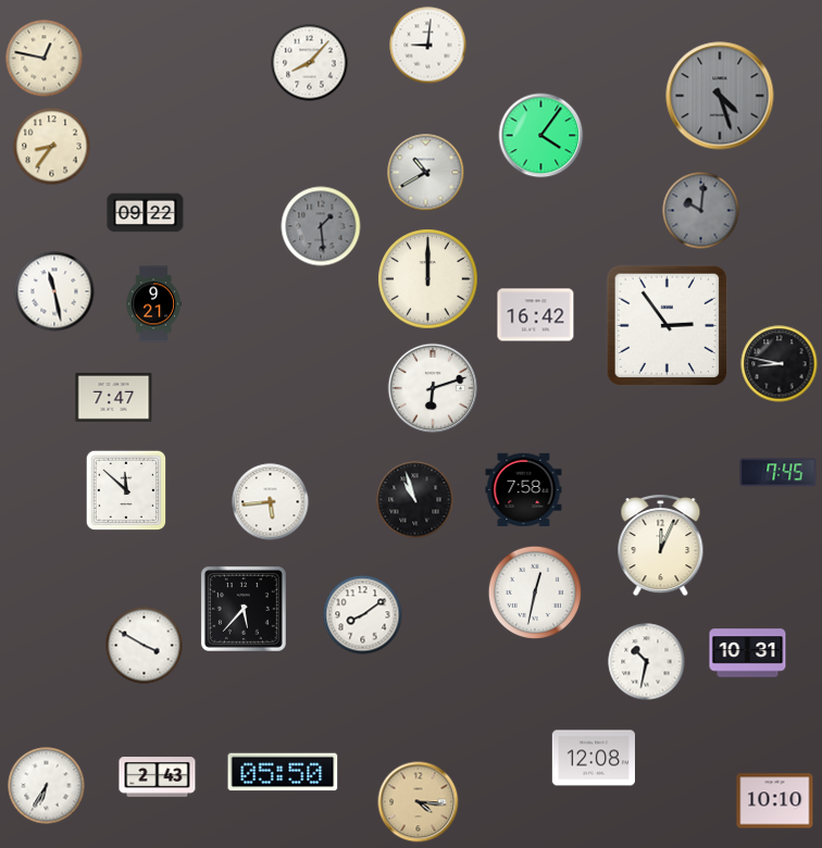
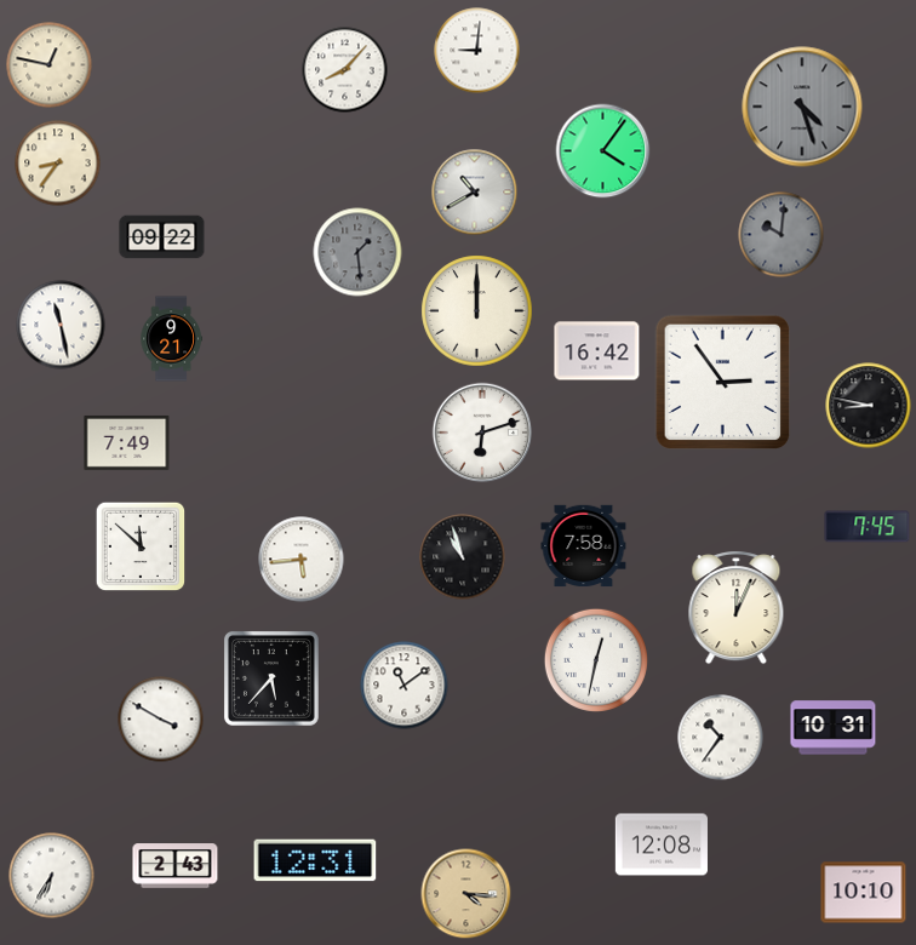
clock at (668, 326) position: (668, 326) -> (723, 383)
clock at (114, 397): 7:47 -> 7:49
clock at (363, 615): 8:09 -> 11:09
clock at (647, 662): 10:32 -> 10:36
clock at (283, 772): 05:50 -> 12:31
